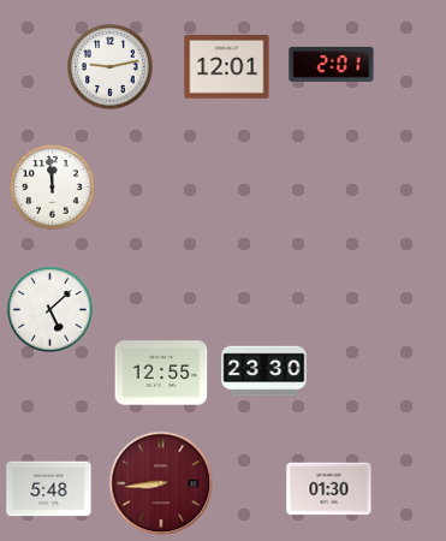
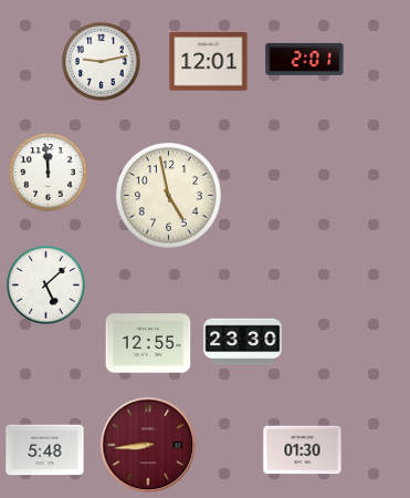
clock at (168, 195): none -> 4:58
